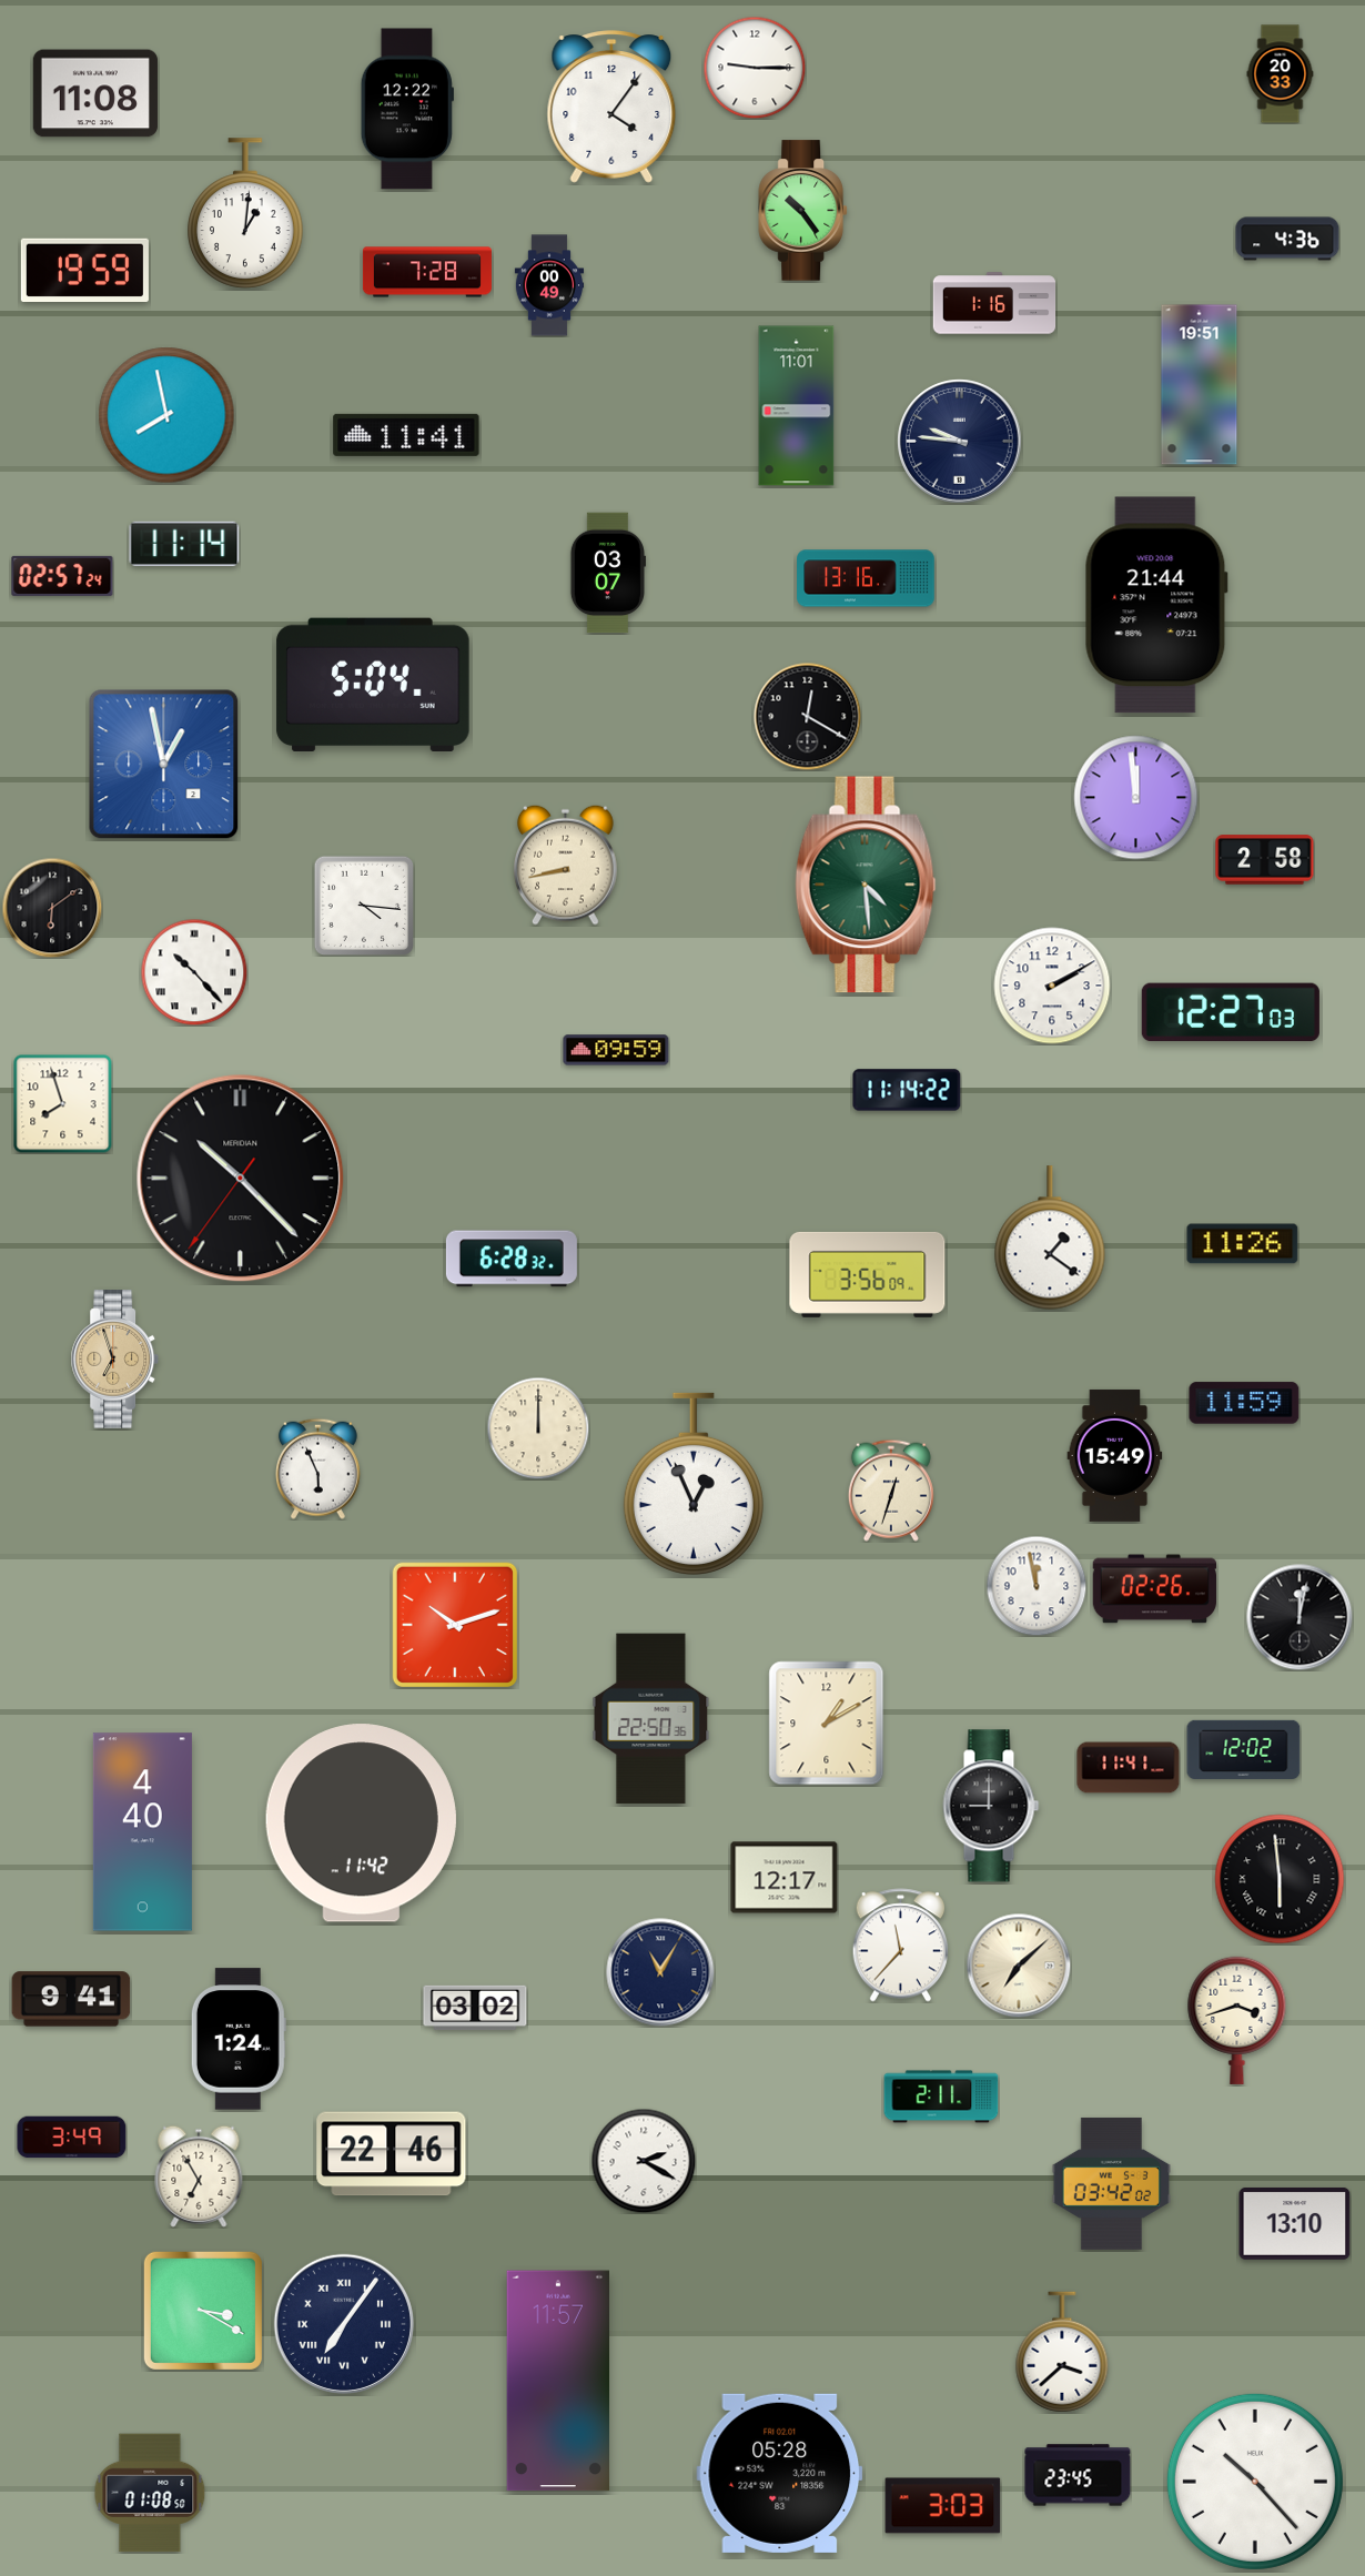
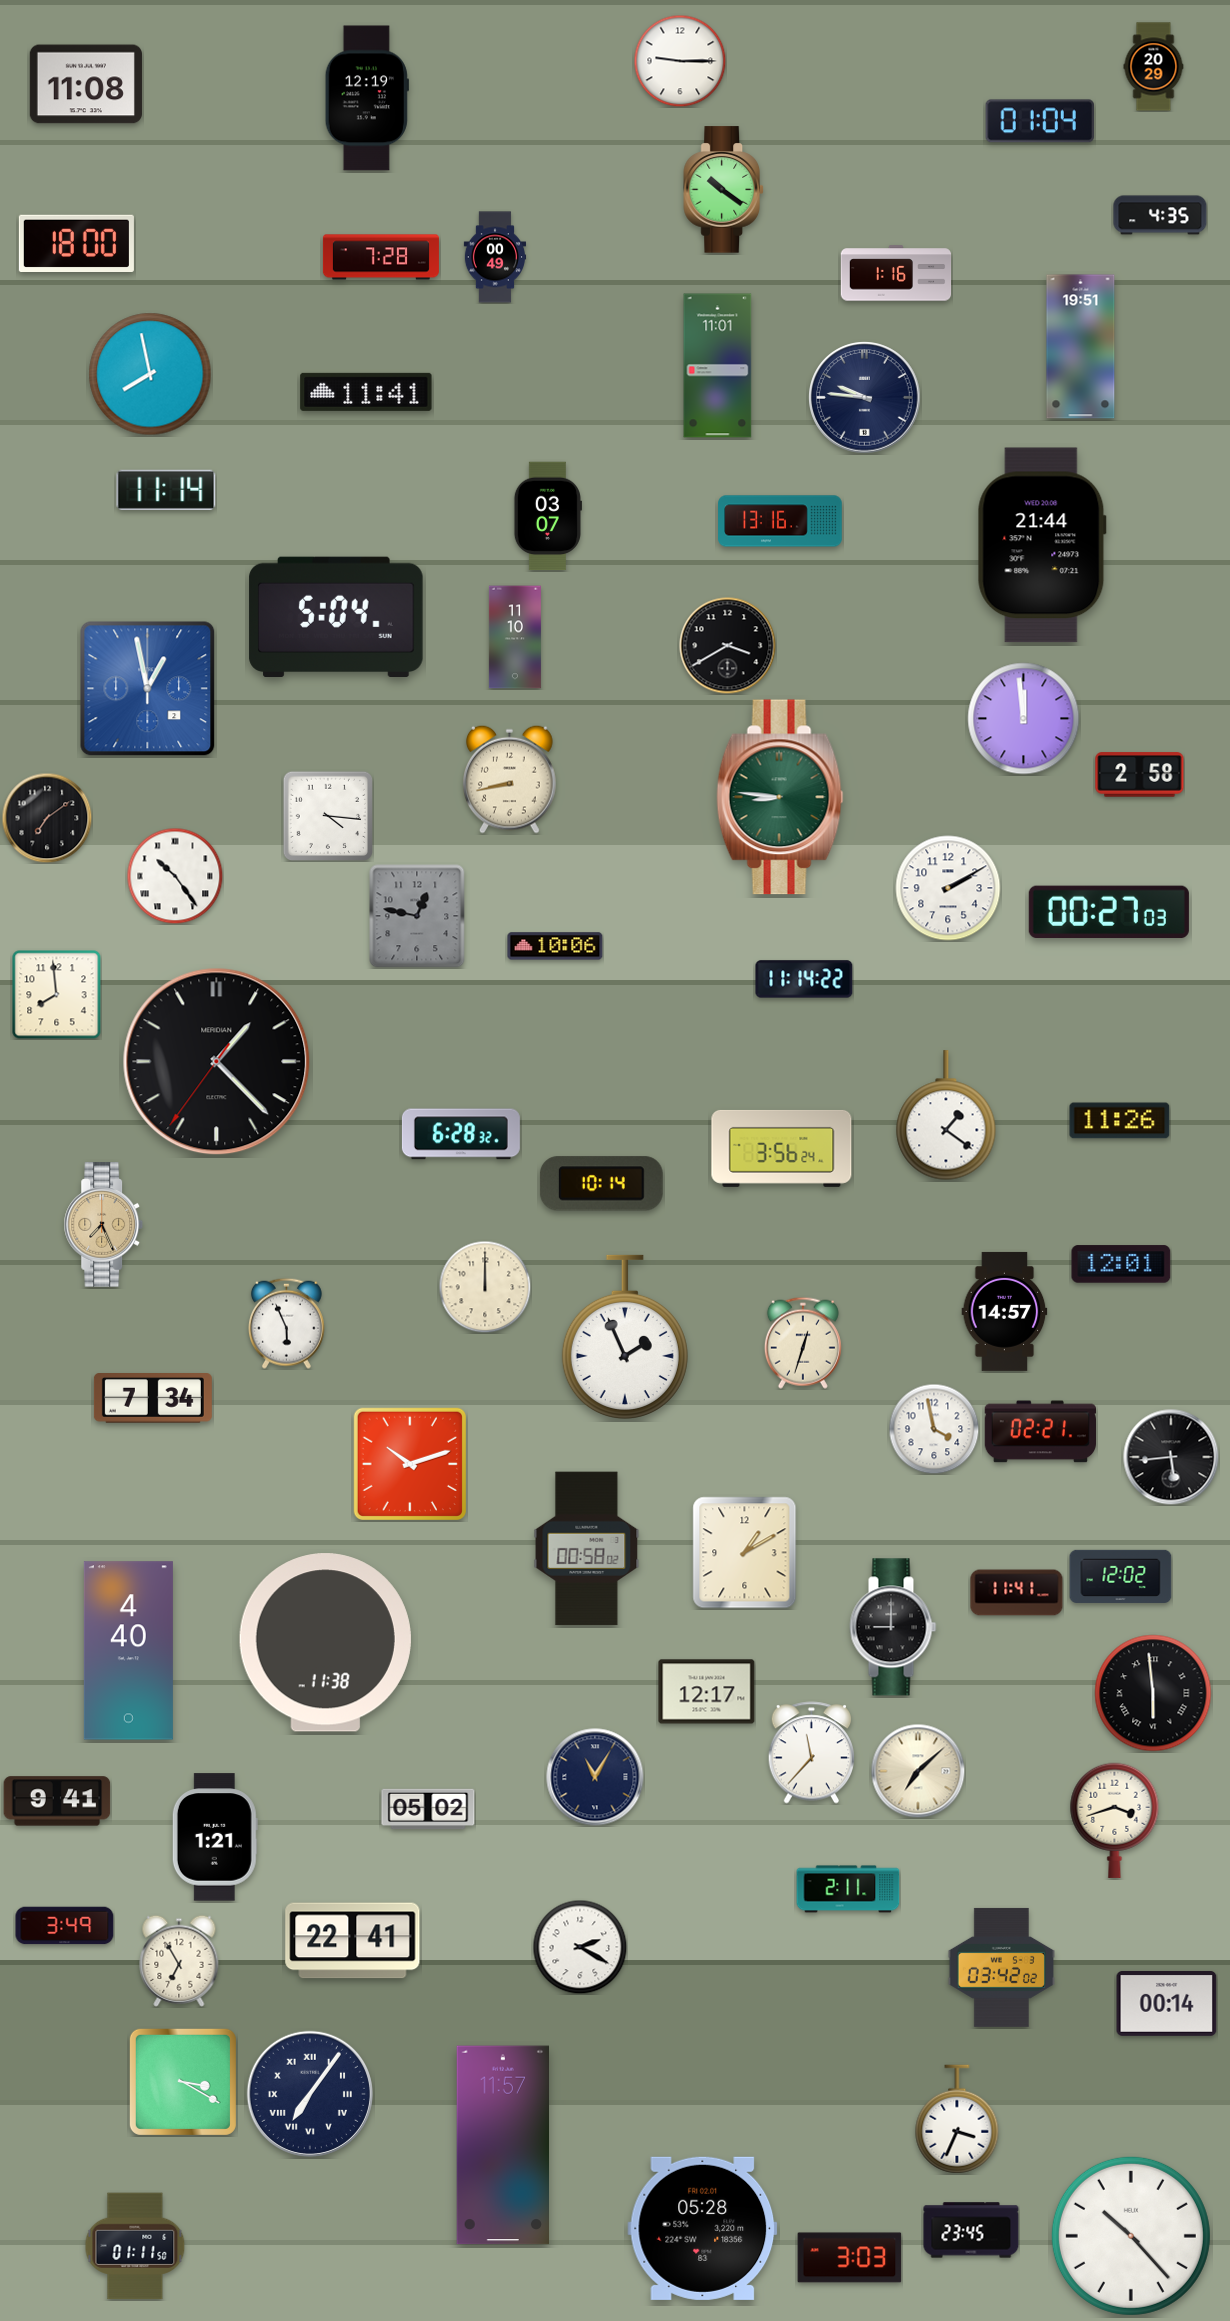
clock at (1281, 74): 20:33 -> 20:29
clock at (611, 107): 4:06 -> none
clock at (407, 109): 12:22 -> 12:19
clock at (1040, 121): none -> 01:04
clock at (802, 211): 10:24 -> 10:21
clock at (246, 213): 1:01 -> none
clock at (1287, 239): 4:36 -> 4:35
clock at (84, 270): 19:59 -> 18:00
clock at (427, 272) position: (427, 272) -> (381, 257)
clock at (62, 576): 02:57 -> none
clock at (515, 637): none -> 11:10
clock at (808, 717): 12:20 -> 3:40
clock at (866, 885): 4:29 -> 8:46
clock at (52, 908): 6:09 -> 7:09
clock at (194, 972): 10:23 -> 10:24
clock at (1231, 1012): 12:27 -> 00:27
clock at (417, 916): none -> 12:47
clock at (616, 1050): 09:59 -> 10:06
clock at (907, 1090) position: (907, 1090) -> (804, 979)
clock at (62, 1103): 7:57 -> 7:59
clock at (241, 1179): 10:22 -> 1:22
clock at (868, 1274): 3:56:09 -> 3:56:24
clock at (601, 1184): none -> 10:14
clock at (115, 1360): 6:57 -> 7:26
clock at (1244, 1403): 11:59 -> 12:01
clock at (1115, 1455): 15:49 -> 14:57
clock at (694, 1483): 12:56 -> 1:56
clock at (153, 1399): none -> 7:34
clock at (1037, 1586): 11:58 -> 3:58
clock at (1154, 1589): 02:26 -> 02:21
clock at (1300, 1617): 12:02 -> 5:44
clock at (651, 1719): 22:50 -> 00:58
clock at (361, 1824): 11:42 -> 11:38
clock at (71, 1999) position: (71, 1999) -> (57, 1801)
clock at (475, 2008): 03:02 -> 05:02
clock at (239, 2039): 1:24 -> 1:21
clock at (392, 2154): 22:46 -> 22:41
clock at (1295, 2223): 13:10 -> 00:14
clock at (1062, 2352): 3:38 -> 3:34
clock at (150, 2493): 01:08 -> 01:11
